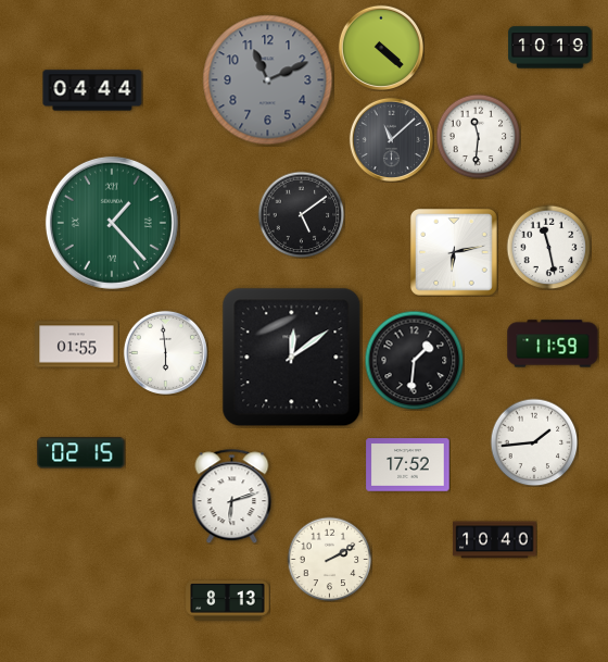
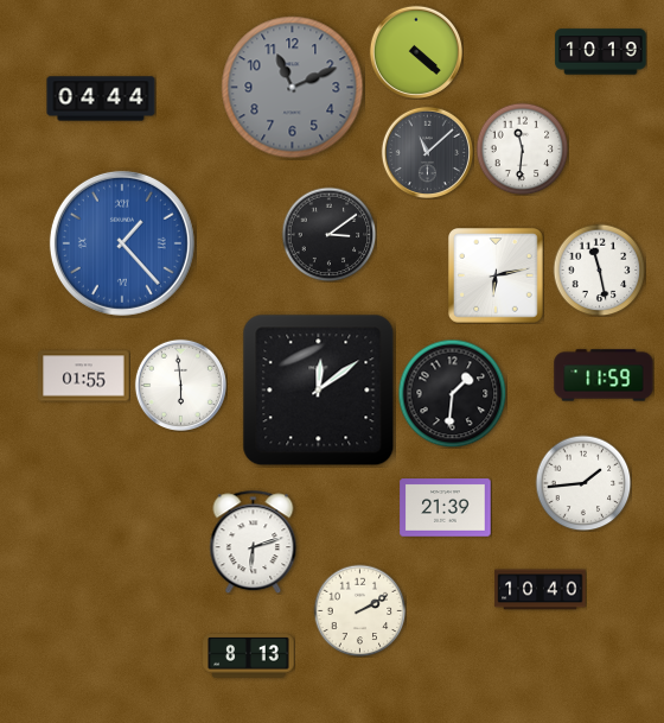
clock at (301, 214): 5:09 -> 3:09
clock at (112, 223) dial: green -> blue
clock at (81, 453): 02:15 -> none
clock at (408, 465): 17:52 -> 21:39
